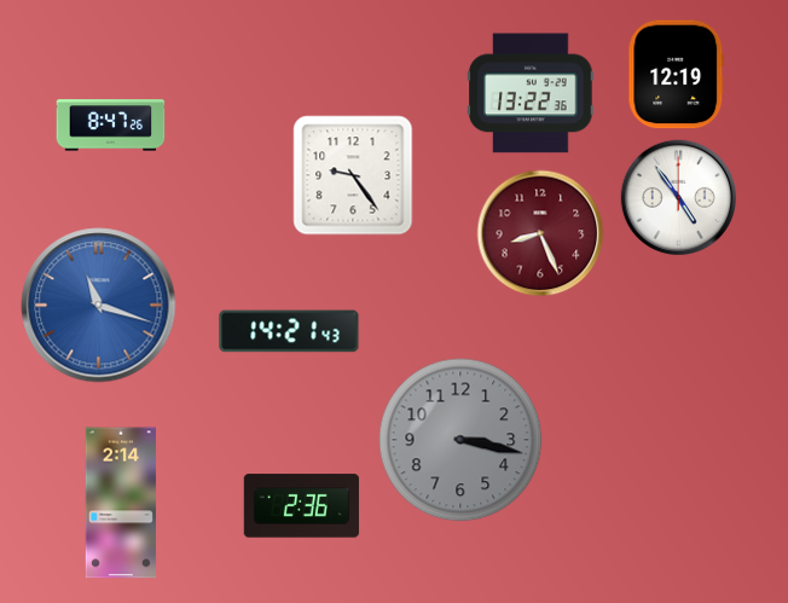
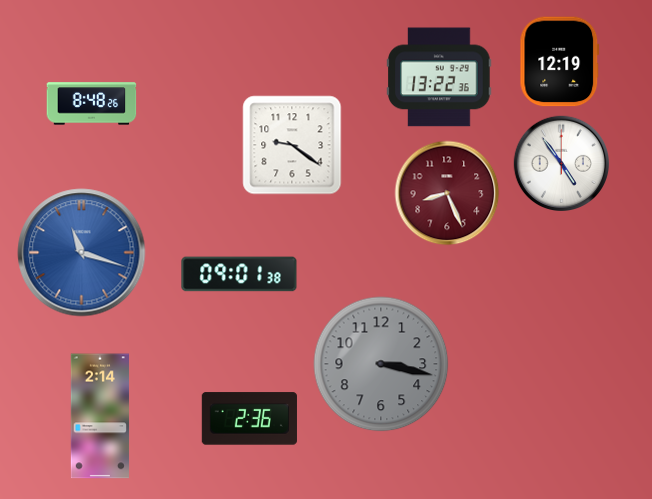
clock at (111, 126): 8:47 -> 8:48
clock at (353, 175): 9:24 -> 9:21
clock at (289, 331): 14:21 -> 09:01
